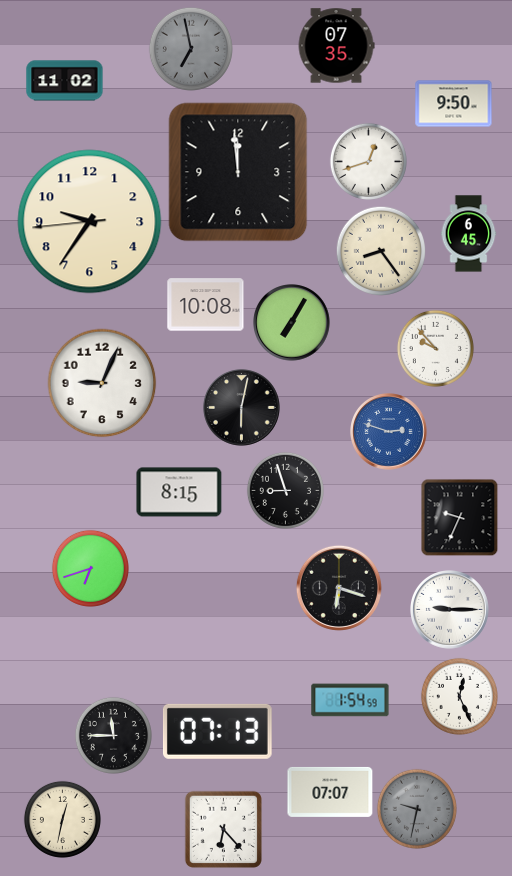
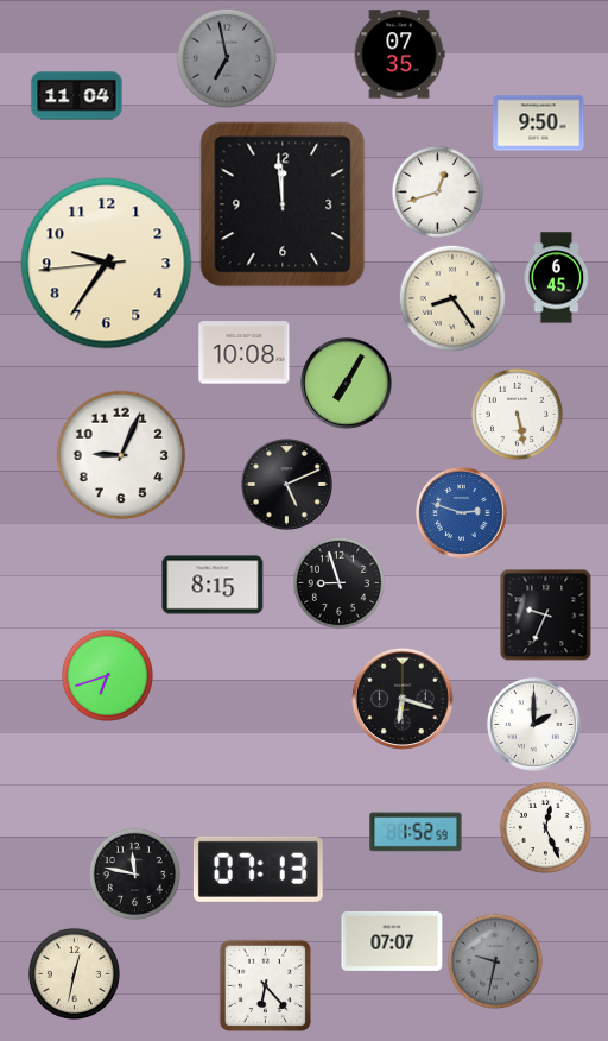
clock at (65, 81): 11:02 -> 11:04
clock at (206, 305) position: (206, 305) -> (245, 353)
clock at (435, 348): 9:53 -> 5:28
clock at (242, 408): 6:02 -> 5:11
clock at (450, 610): 9:15 -> 2:00
clock at (350, 700): 1:54 -> 1:52
clock at (113, 735): 11:45 -> 11:47
